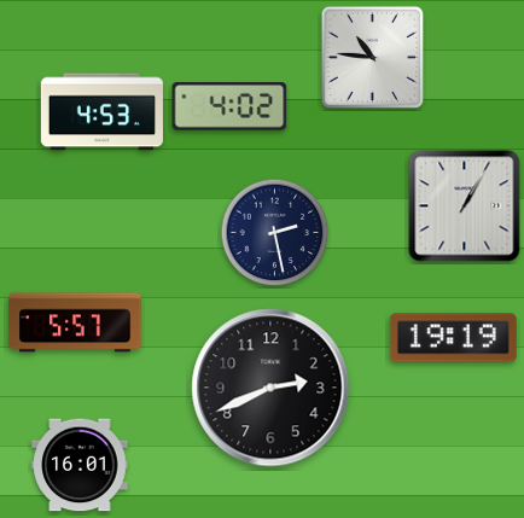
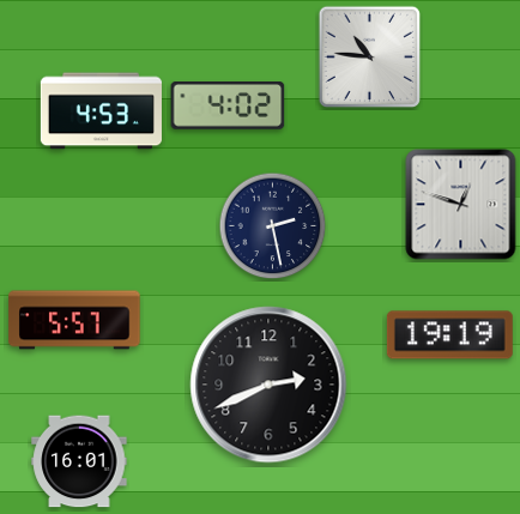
clock at (465, 206): 1:05 -> 12:48
clock at (275, 233) position: (275, 233) -> (273, 226)
